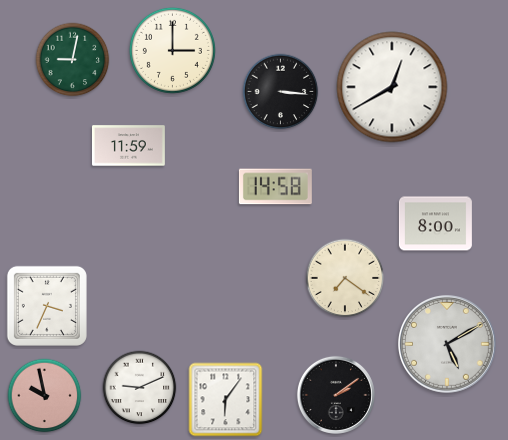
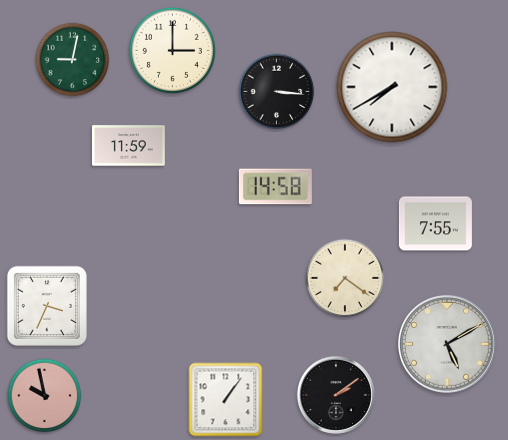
clock at (392, 87): 12:40 -> 7:40
clock at (281, 92) position: (281, 92) -> (277, 92)
clock at (435, 224): 8:00 -> 7:55
clock at (140, 388): 9:11 -> none
clock at (226, 400): 6:06 -> 1:06
